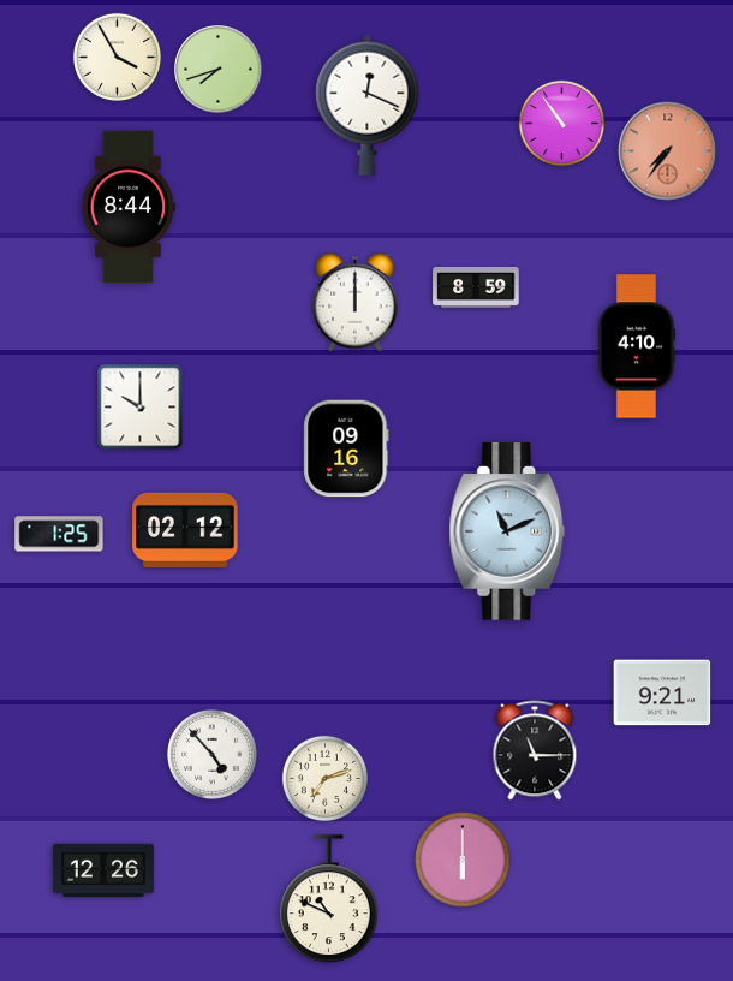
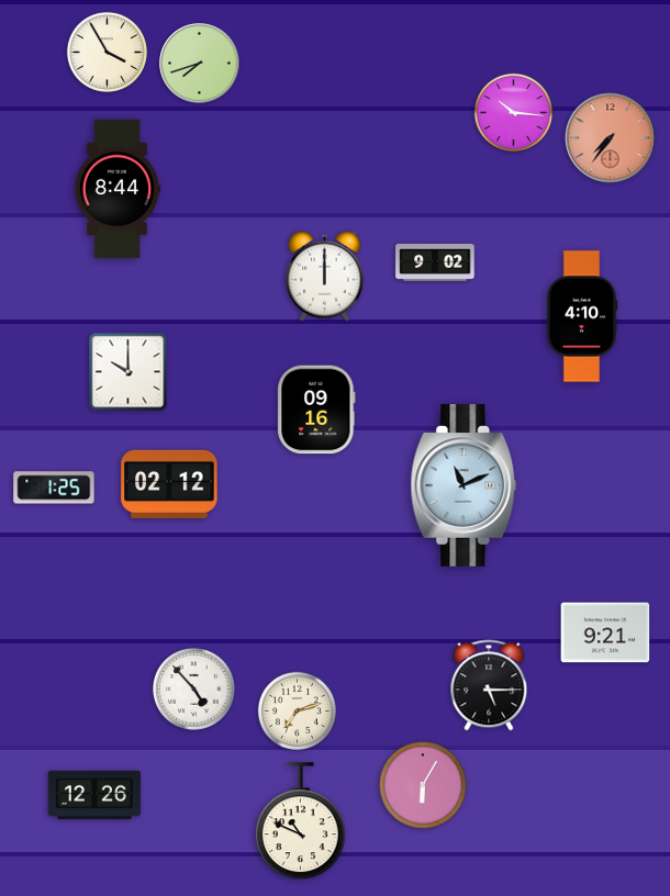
clock at (368, 105): 12:19 -> none
clock at (561, 123): 10:54 -> 10:16
clock at (476, 287): 8:59 -> 9:02
clock at (535, 750): 11:15 -> 5:15
clock at (463, 860): 6:00 -> 6:05
